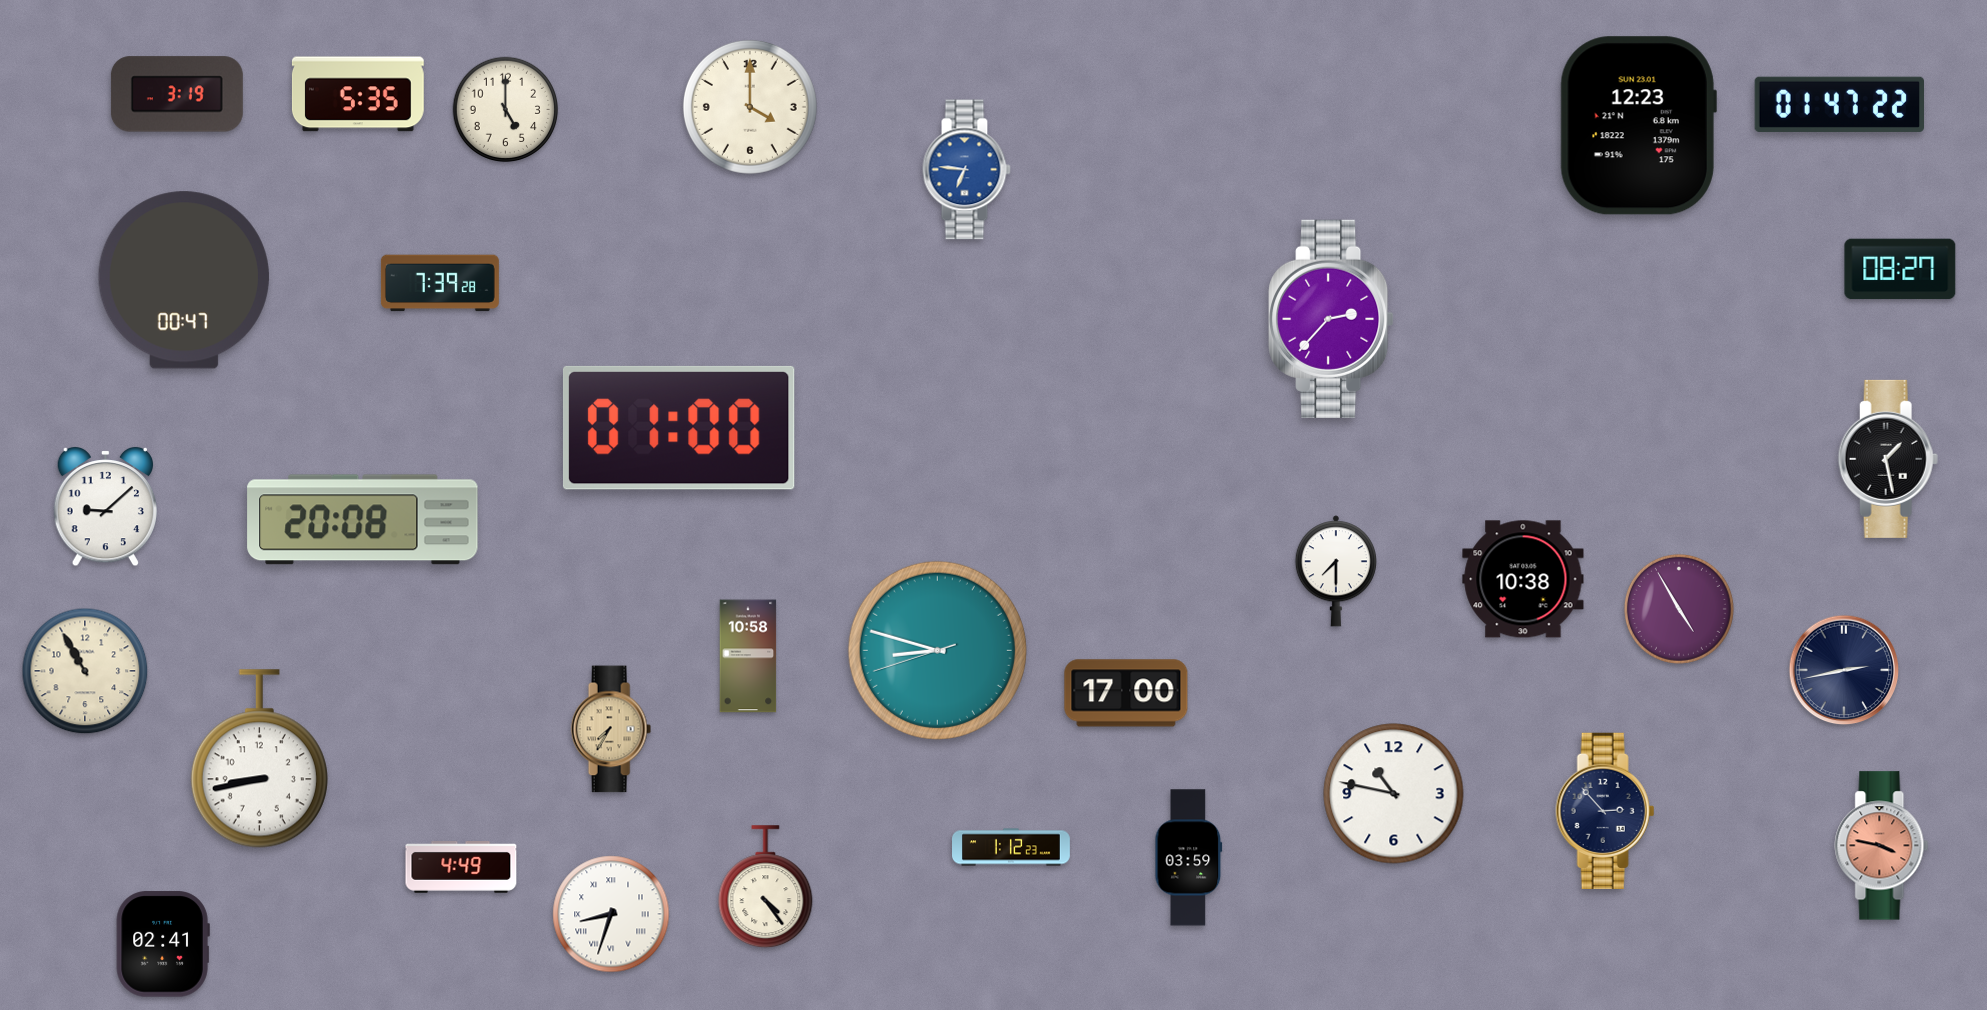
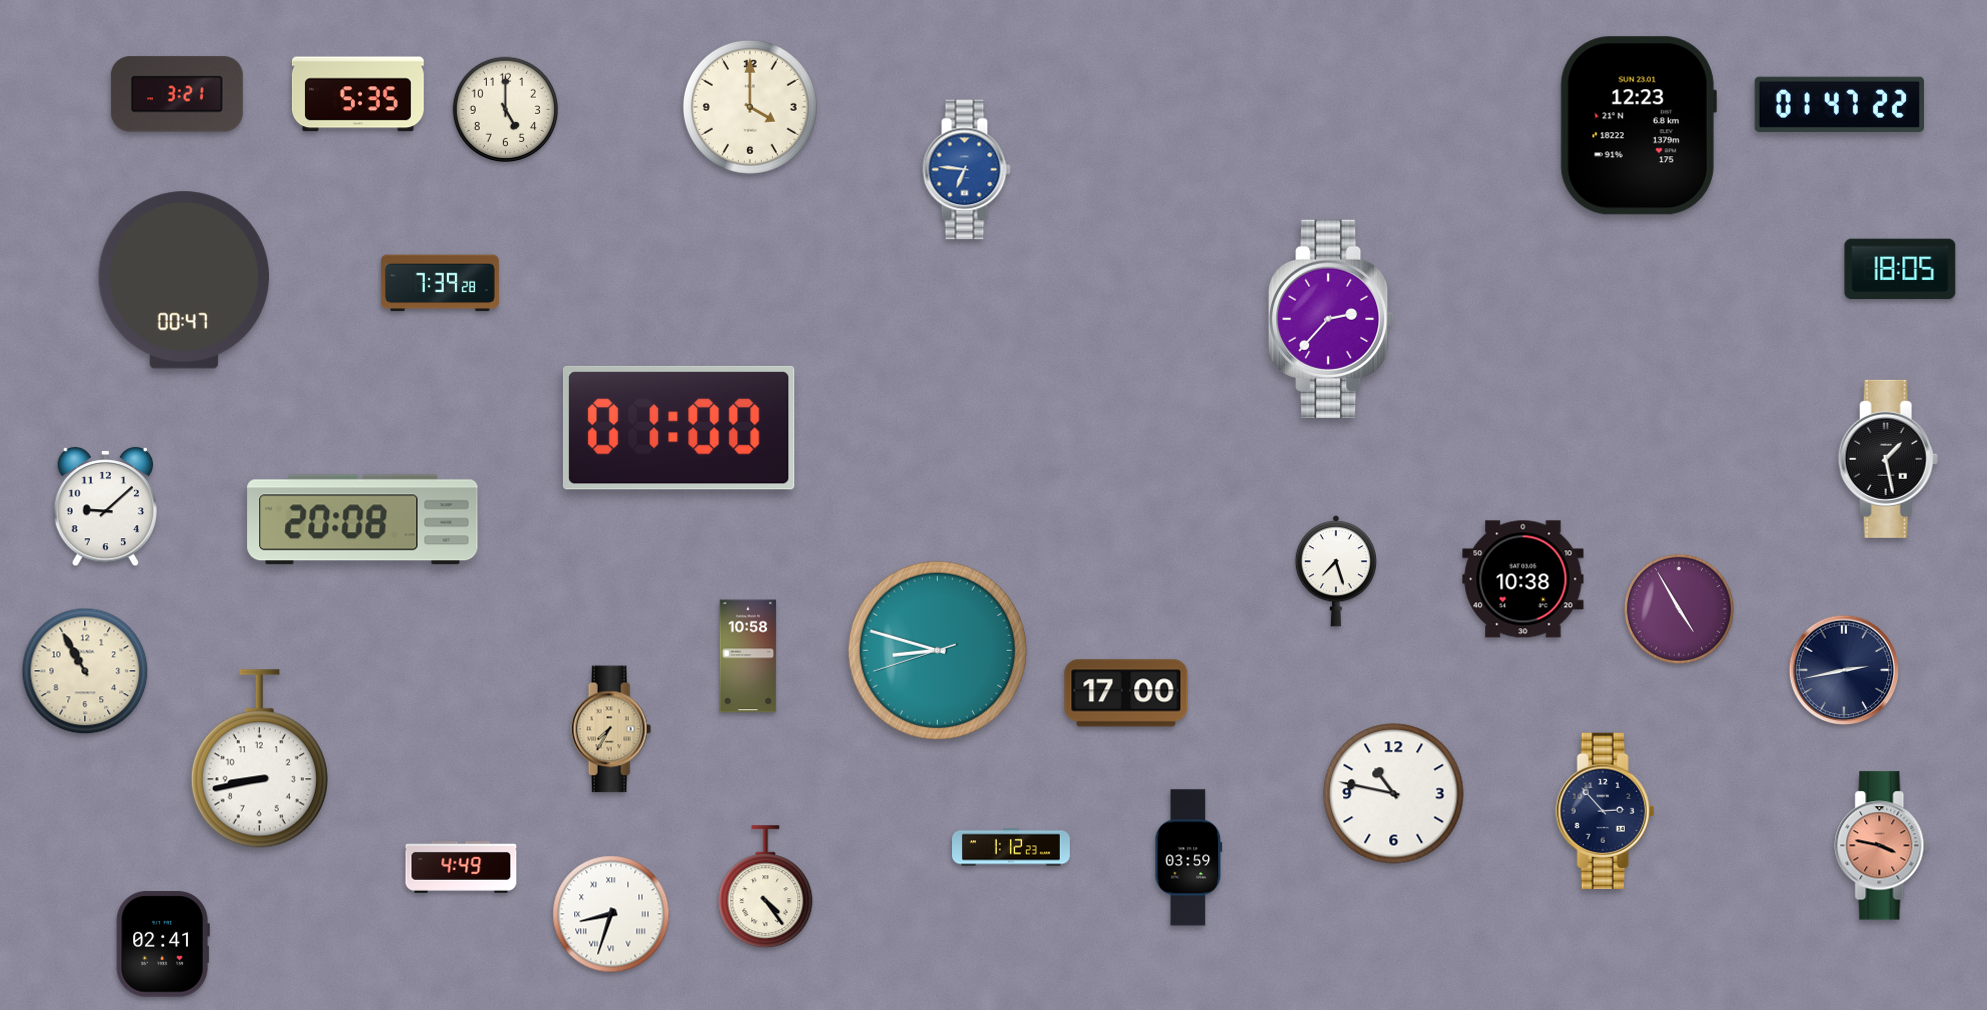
clock at (177, 94): 3:19 -> 3:21
clock at (1900, 269): 08:27 -> 18:05
clock at (1336, 571): 7:30 -> 7:27
